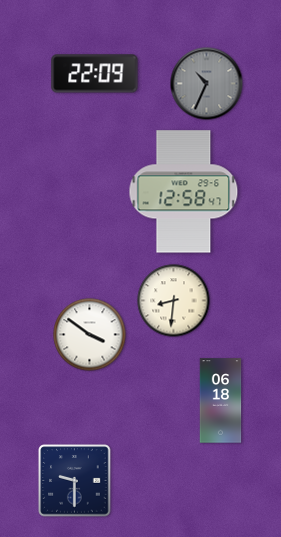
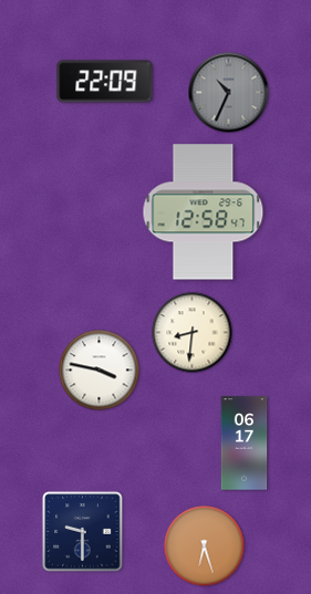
clock at (90, 335): 3:51 -> 3:47
clock at (221, 401): 06:18 -> 06:17
clock at (205, 546): none -> 6:27
